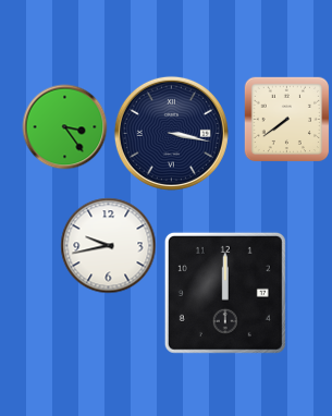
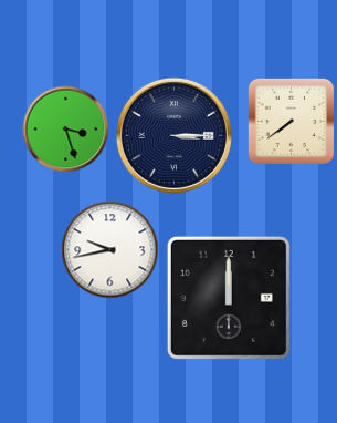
clock at (64, 126): 3:24 -> 3:27
clock at (171, 133): 3:17 -> 3:15
